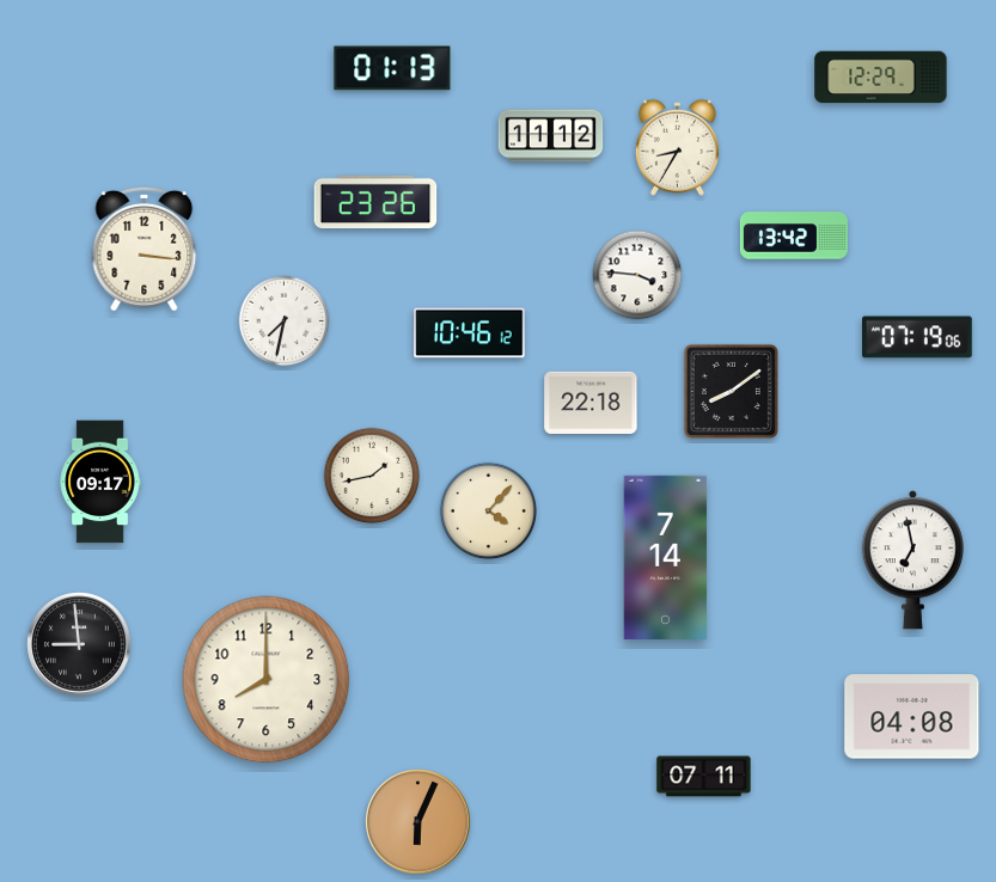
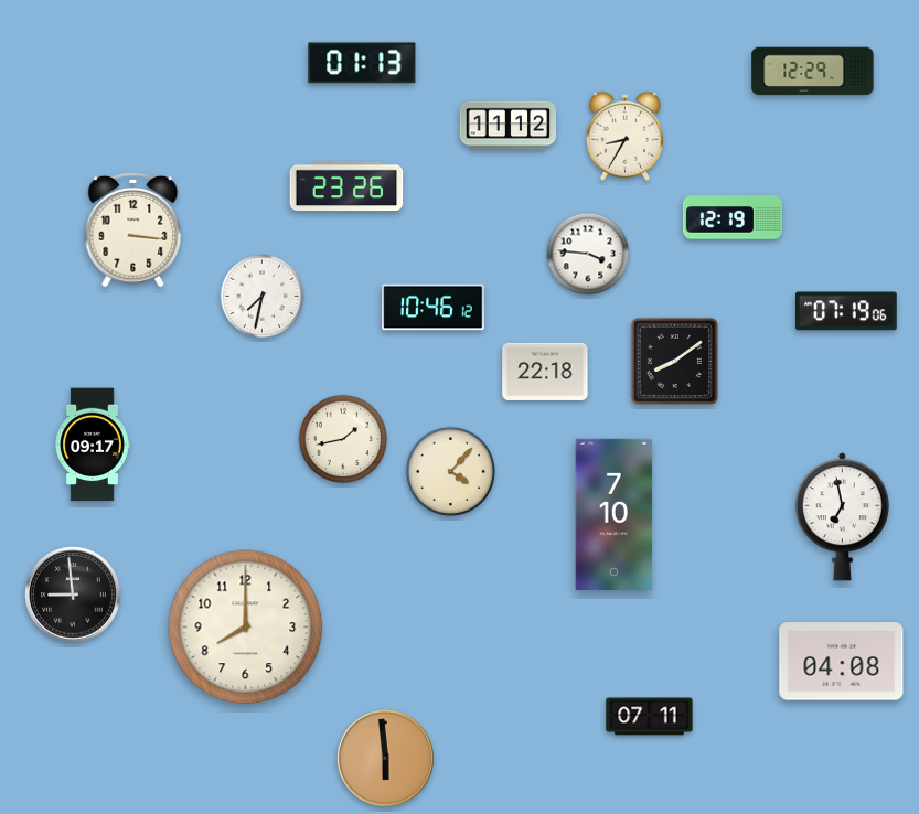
clock at (794, 235): 13:42 -> 12:19
clock at (666, 557): 7:14 -> 7:10
clock at (418, 822): 6:04 -> 5:59
